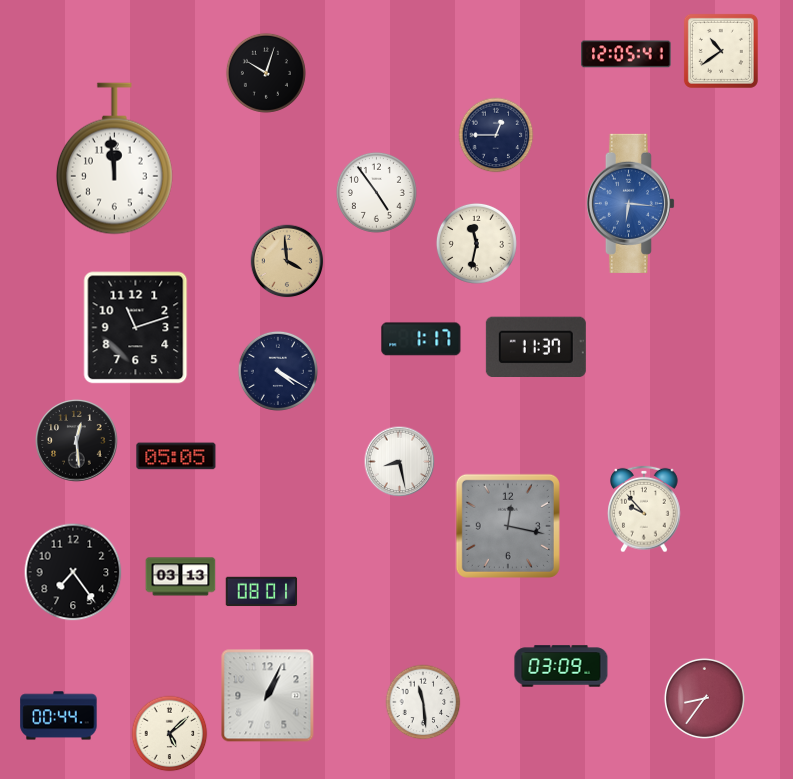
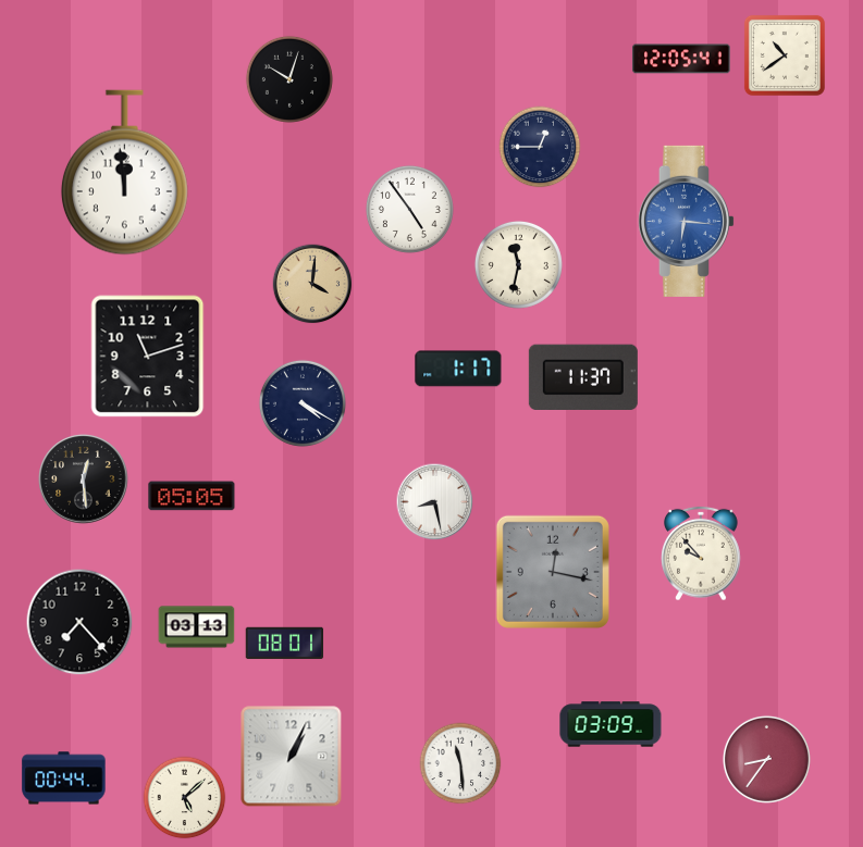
clock at (287, 261): 3:59 -> 4:01
clock at (73, 572): 7:24 -> 7:23
